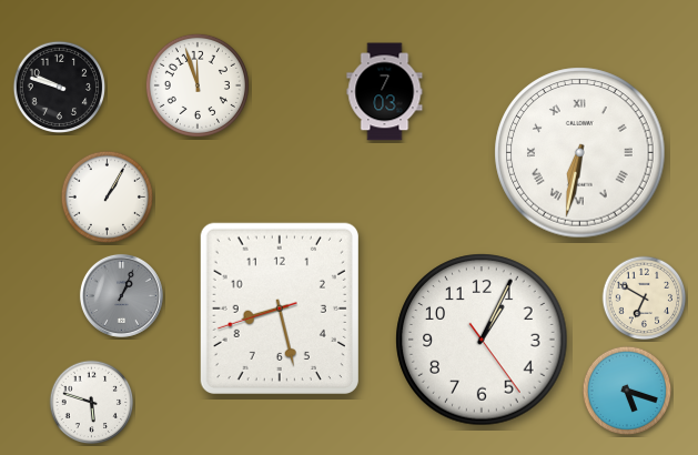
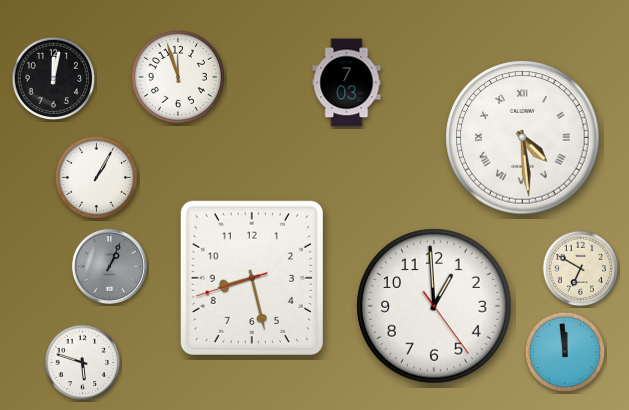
clock at (59, 87): 9:48 -> 12:02
clock at (580, 153): 6:32 -> 4:29
clock at (482, 340): 1:04 -> 12:59
clock at (627, 391): 5:18 -> 11:59
